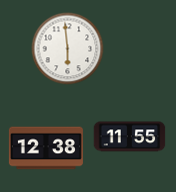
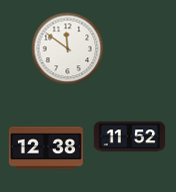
clock at (68, 49): 5:59 -> 11:51
clock at (130, 137): 11:55 -> 11:52
